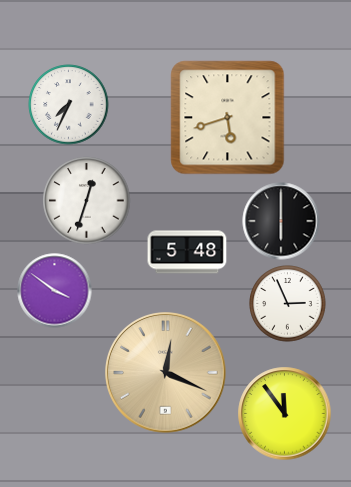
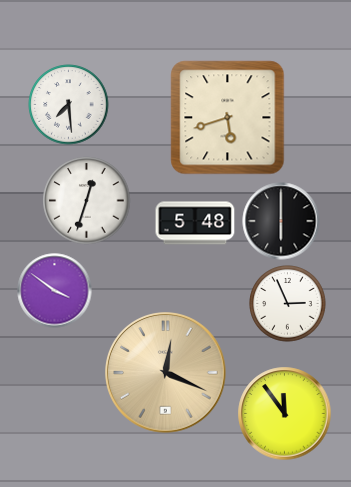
clock at (69, 105): 7:34 -> 7:29
clock at (187, 252) position: (187, 252) -> (195, 223)
